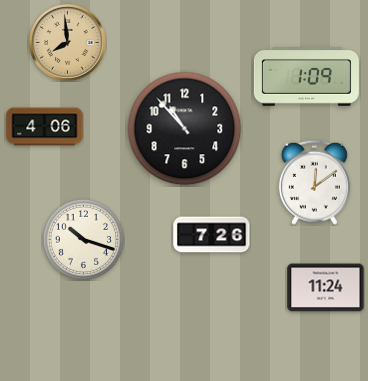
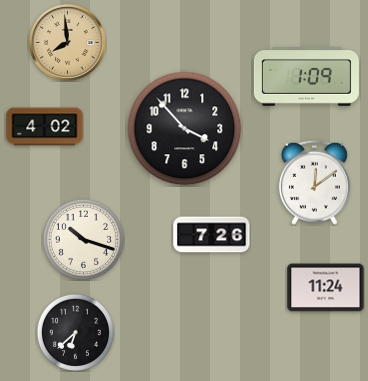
clock at (45, 127): 4:06 -> 4:02
clock at (185, 129): 10:53 -> 3:53
clock at (75, 332): none -> 6:38
